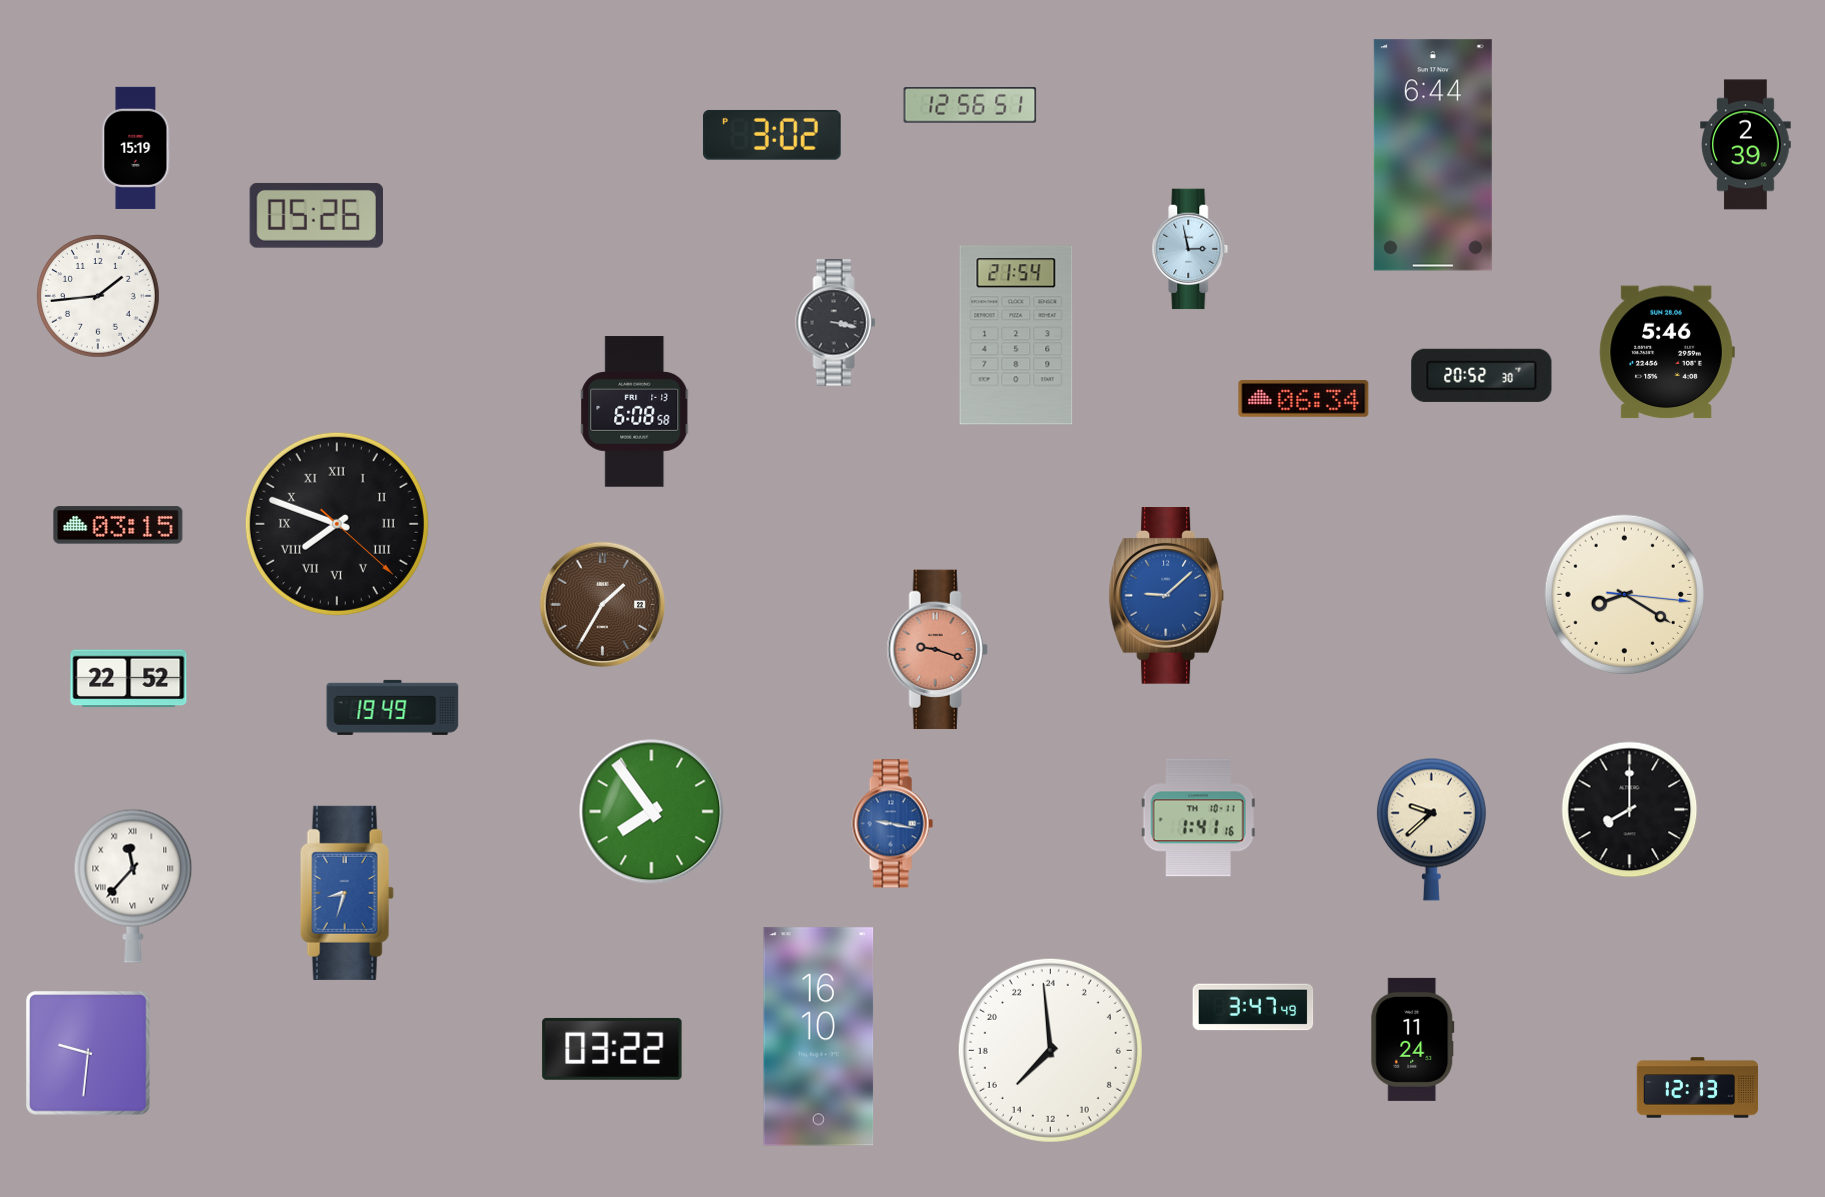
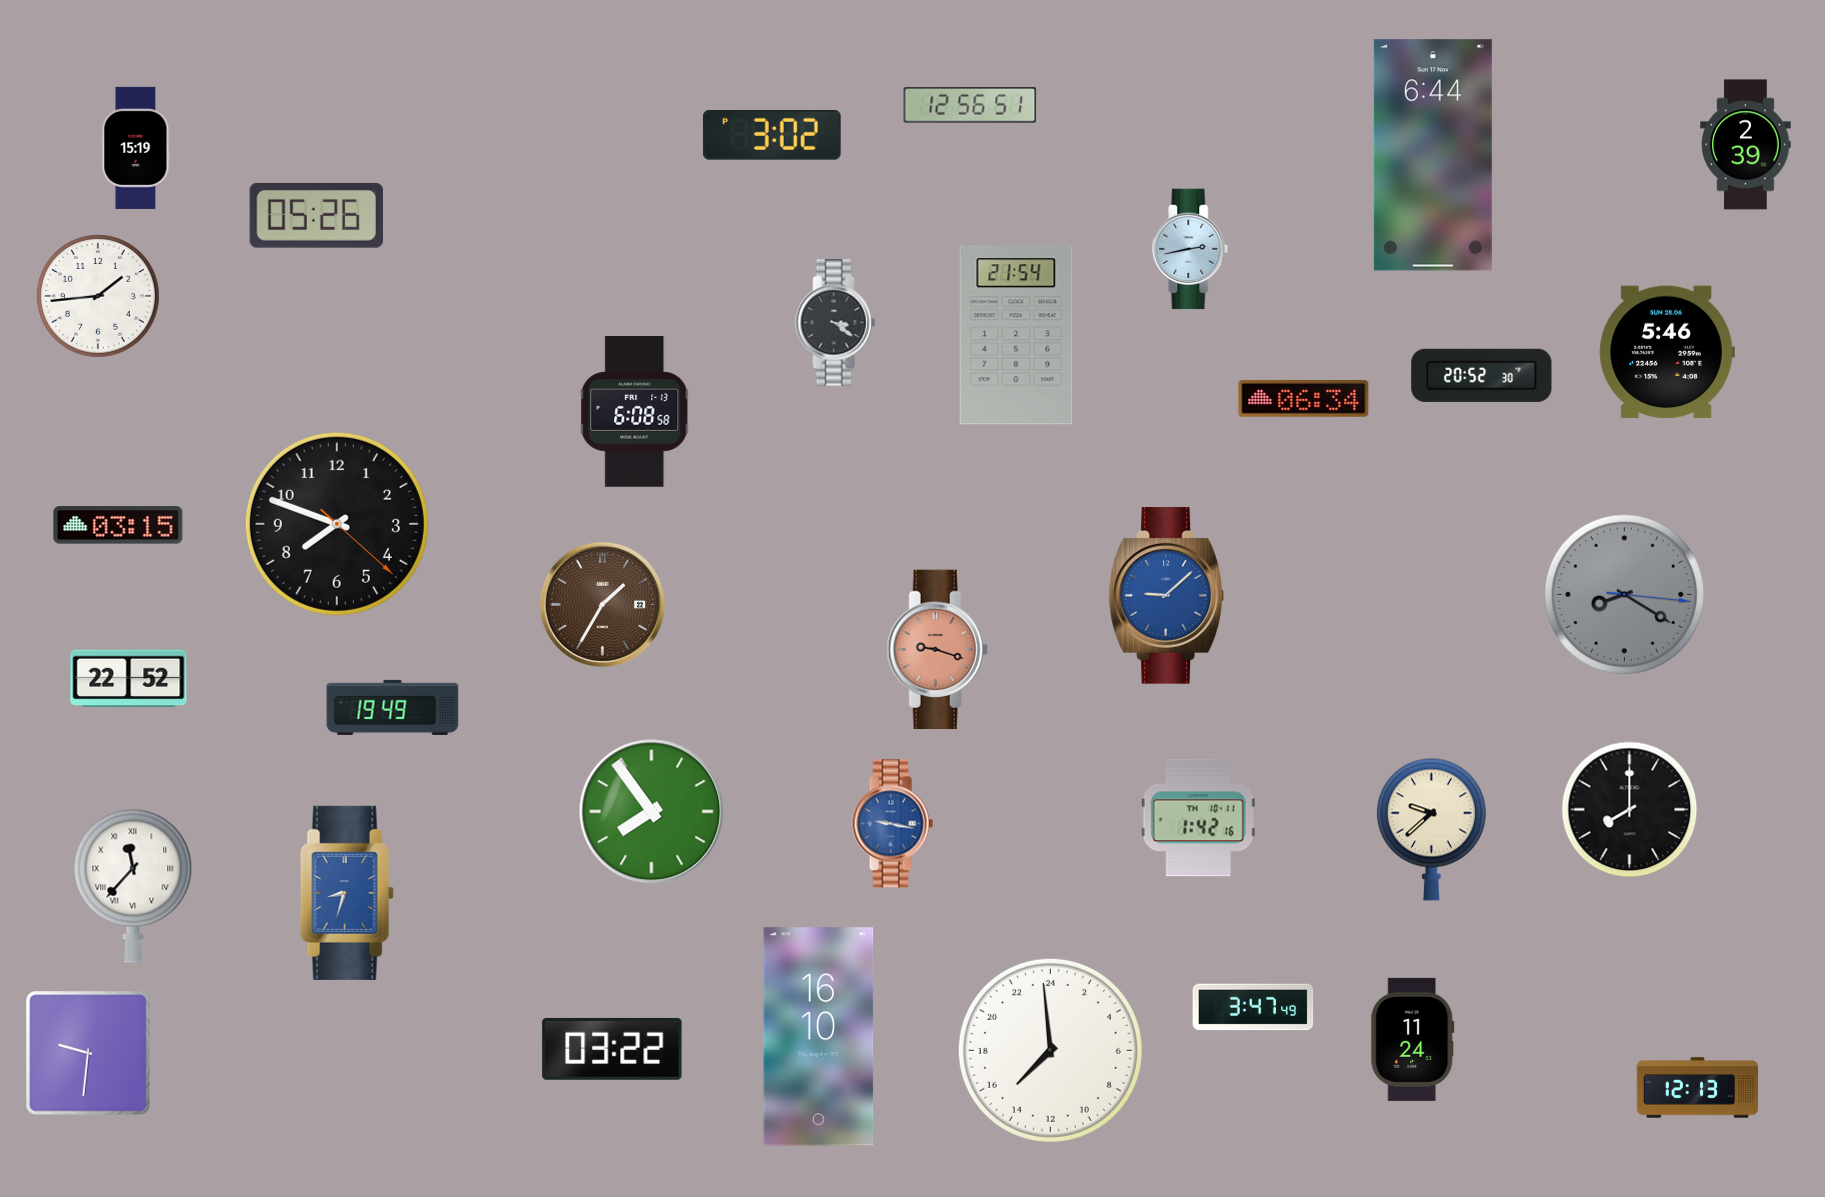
clock at (1190, 249): 2:58 -> 2:43
clock at (836, 323): 3:17 -> 3:21
clock at (337, 524) numerals: Roman -> Arabic
clock at (1624, 594) dial: cream -> grey
clock at (1198, 818): 1:41 -> 1:42
